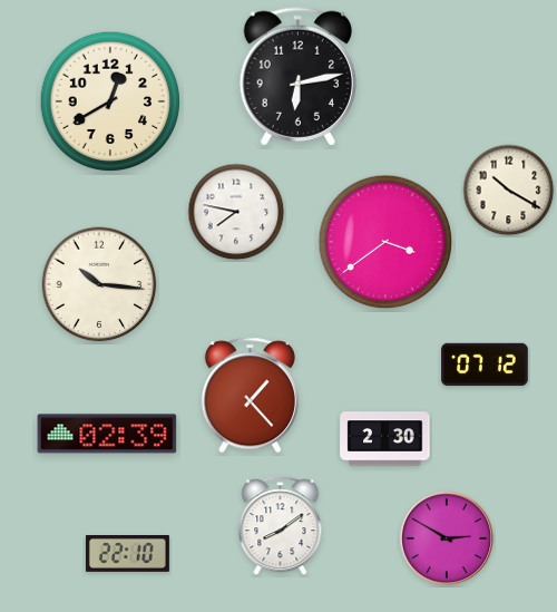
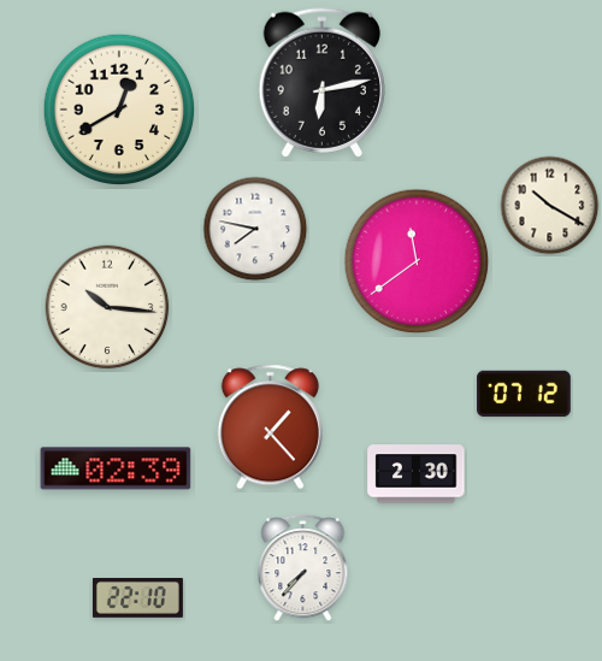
clock at (385, 242): 3:39 -> 11:39
clock at (281, 526): 8:09 -> 7:37
clock at (447, 538): 2:50 -> none
